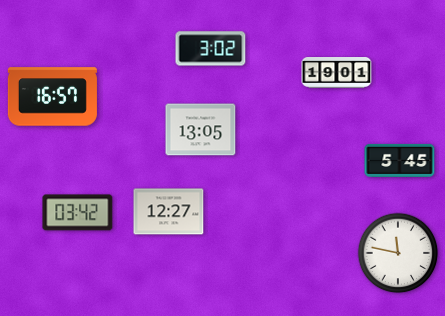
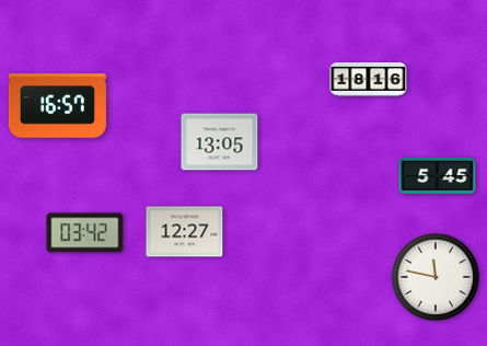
clock at (211, 49): 3:02 -> none
clock at (337, 73): 19:01 -> 18:16
